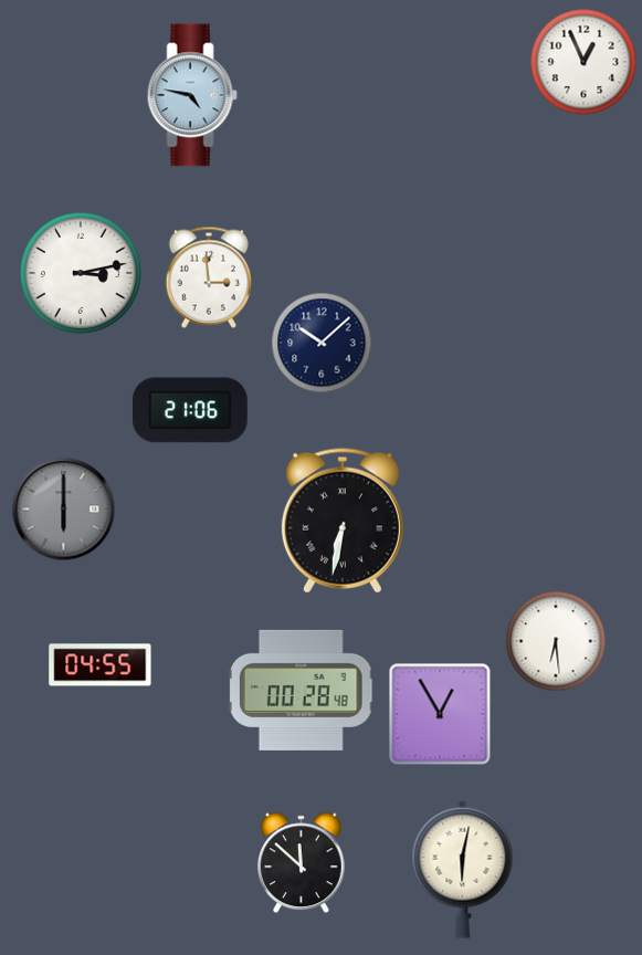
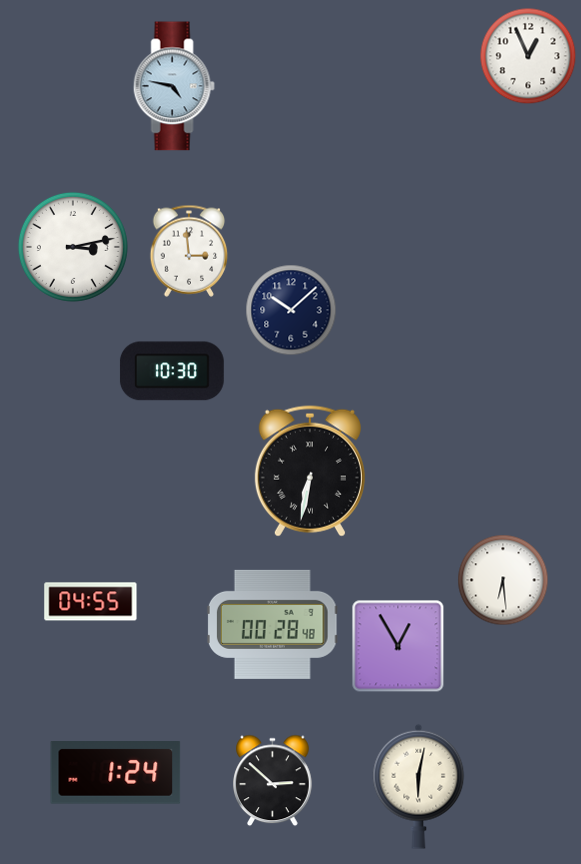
clock at (190, 410): 21:06 -> 10:30
clock at (64, 510): 6:00 -> none
clock at (116, 773): none -> 1:24
clock at (302, 863): 11:52 -> 2:52
